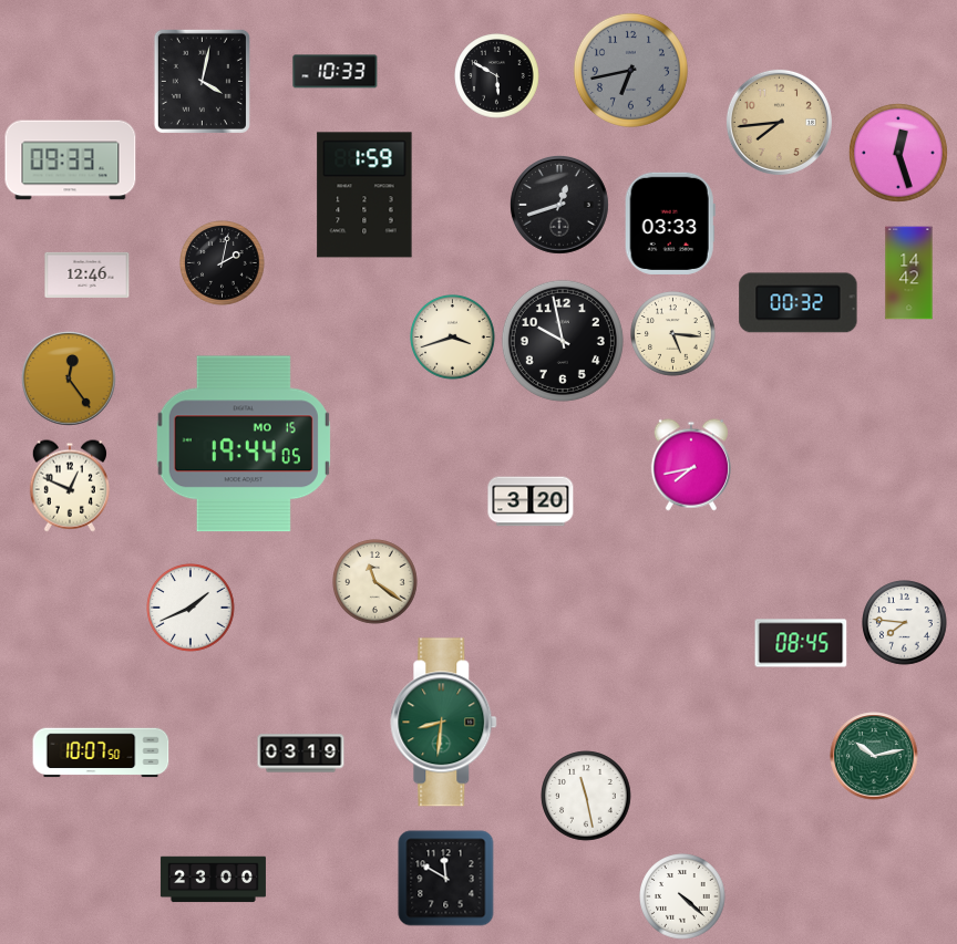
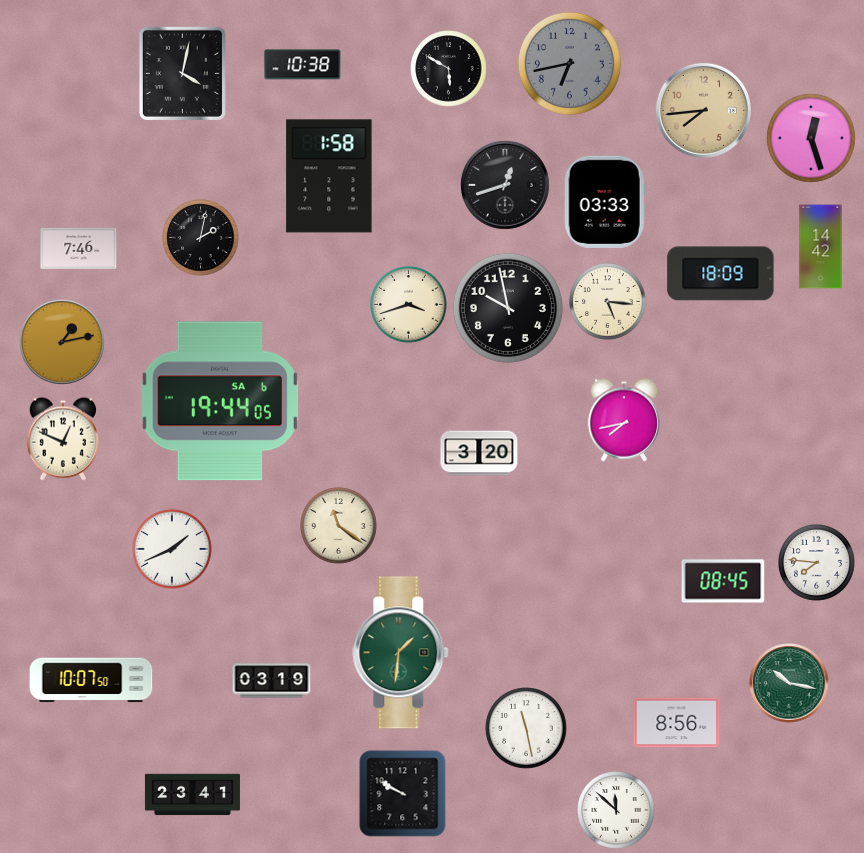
clock at (336, 72): 10:33 -> 10:38
clock at (71, 160): 09:33 -> none
clock at (364, 195): 1:59 -> 1:58
clock at (88, 274): 12:46 -> 7:46
clock at (799, 303): 00:32 -> 18:09
clock at (69, 378): 12:24 -> 1:13
clock at (244, 444) date: MO 15 -> SA 6
clock at (444, 723): 8:31 -> 1:31
clock at (874, 756): 10:13 -> 10:17
clock at (586, 796) position: (586, 796) -> (526, 728)
clock at (677, 723): none -> 8:56
clock at (446, 879): 11:50 -> 9:50
clock at (213, 880): 23:00 -> 23:41
clock at (682, 896): 4:22 -> 11:52
